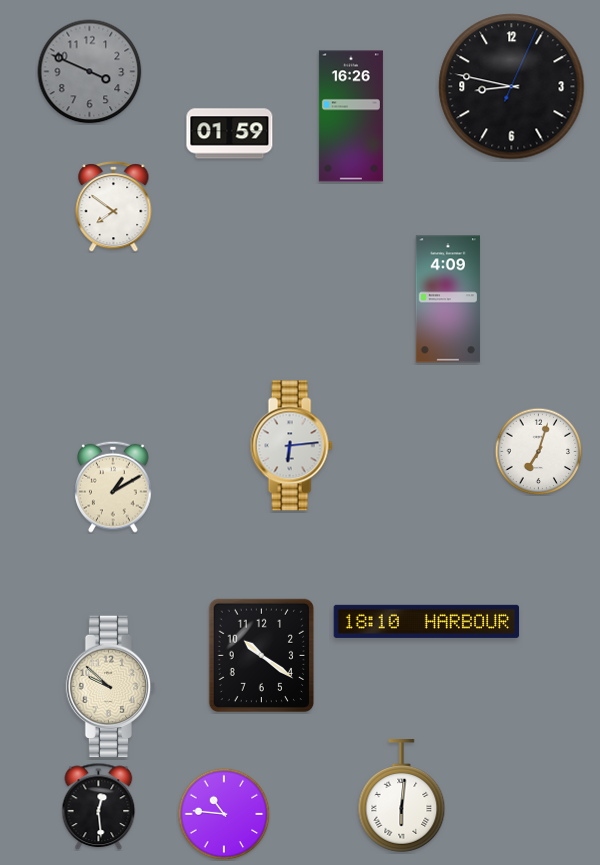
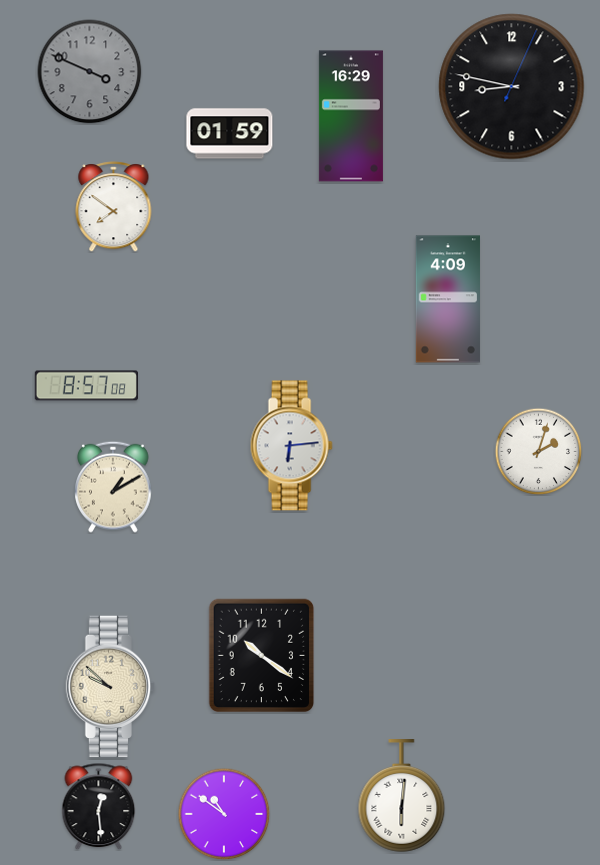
clock at (351, 116): 16:26 -> 16:29
clock at (86, 386): none -> 8:57
clock at (538, 451): 7:03 -> 2:03
clock at (427, 621): 18:10 -> none
clock at (224, 814): 10:46 -> 10:51
